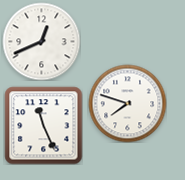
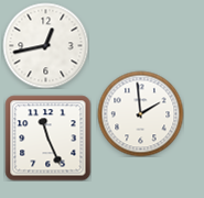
clock at (41, 41): 12:41 -> 12:43
clock at (127, 103): 7:48 -> 1:59
